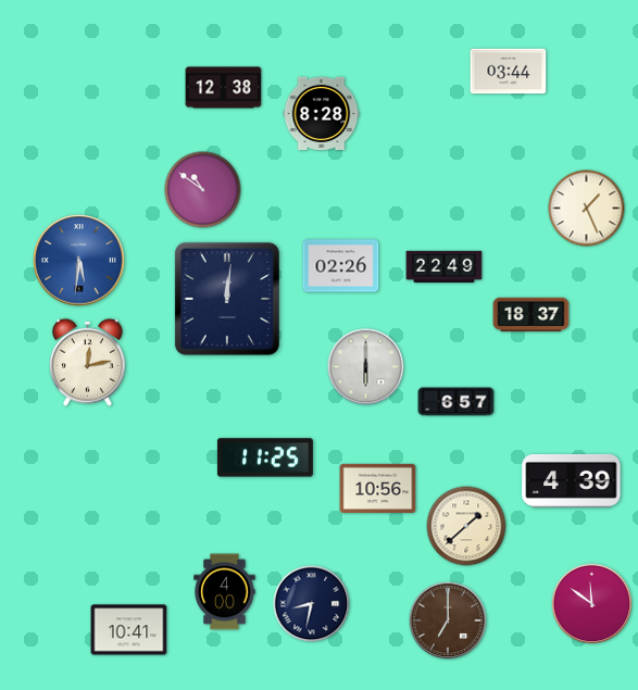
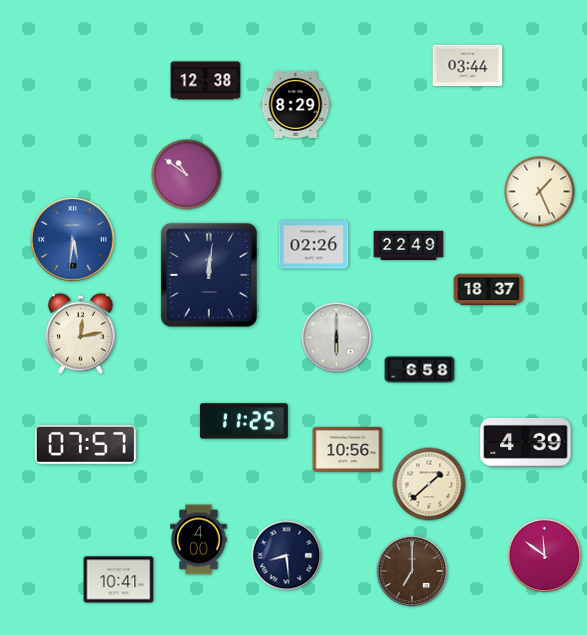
clock at (322, 113): 8:28 -> 8:29
clock at (456, 402): 6:57 -> 6:58
clock at (85, 445): none -> 07:57
clock at (225, 592) position: (225, 592) -> (199, 540)
clock at (312, 604): 8:32 -> 8:29
